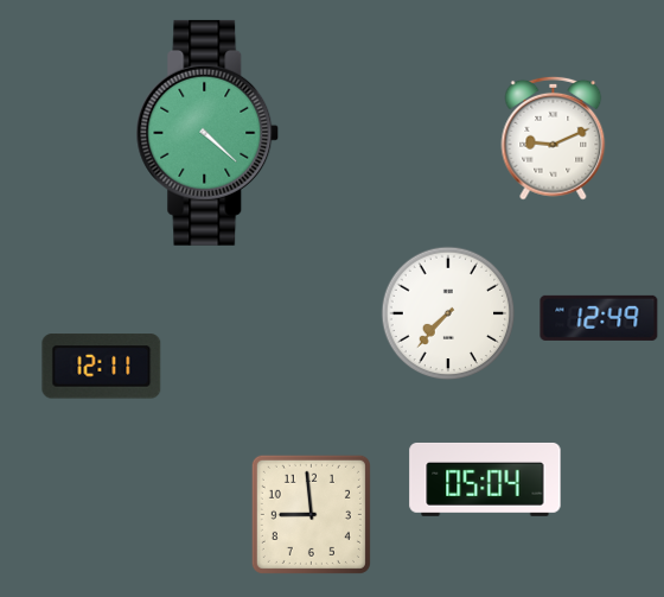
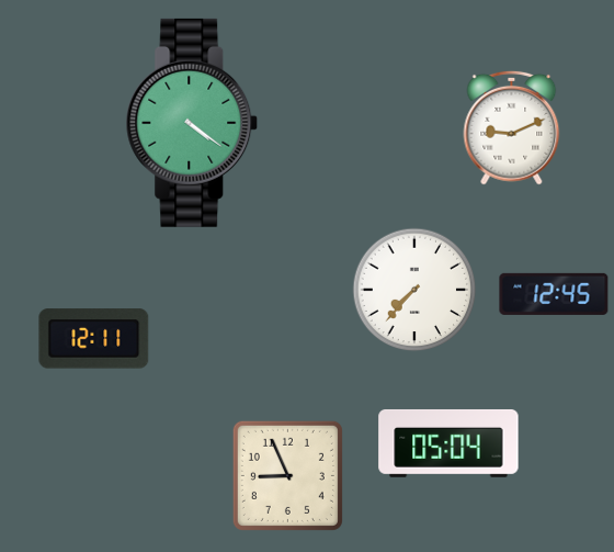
clock at (207, 133): 4:22 -> 4:21
clock at (599, 318): 12:49 -> 12:45
clock at (311, 514): 8:59 -> 8:56
